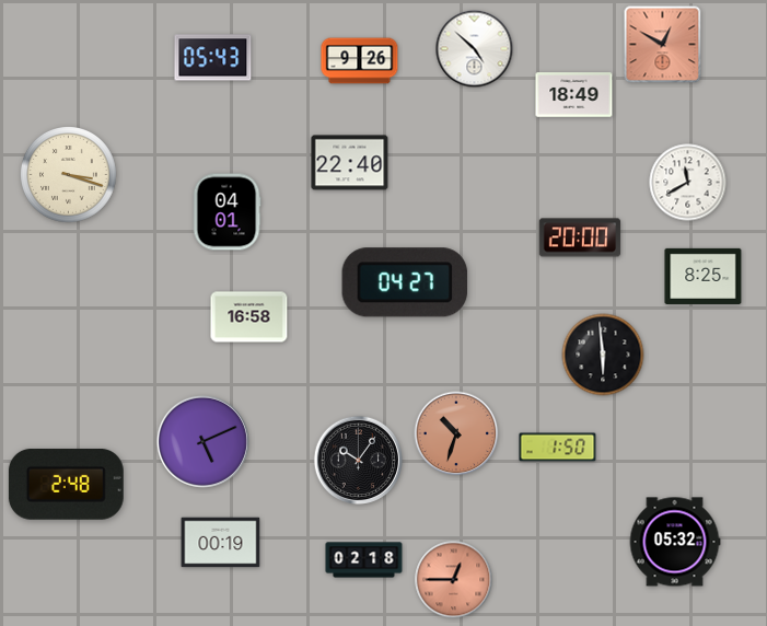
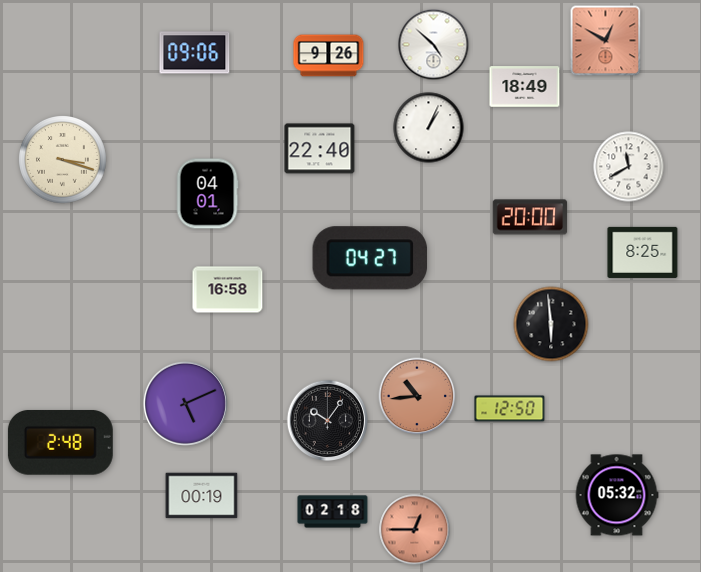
clock at (213, 58): 05:43 -> 09:06
clock at (429, 128): none -> 1:04
clock at (456, 433): 10:33 -> 10:44
clock at (558, 448): 1:50 -> 12:50
